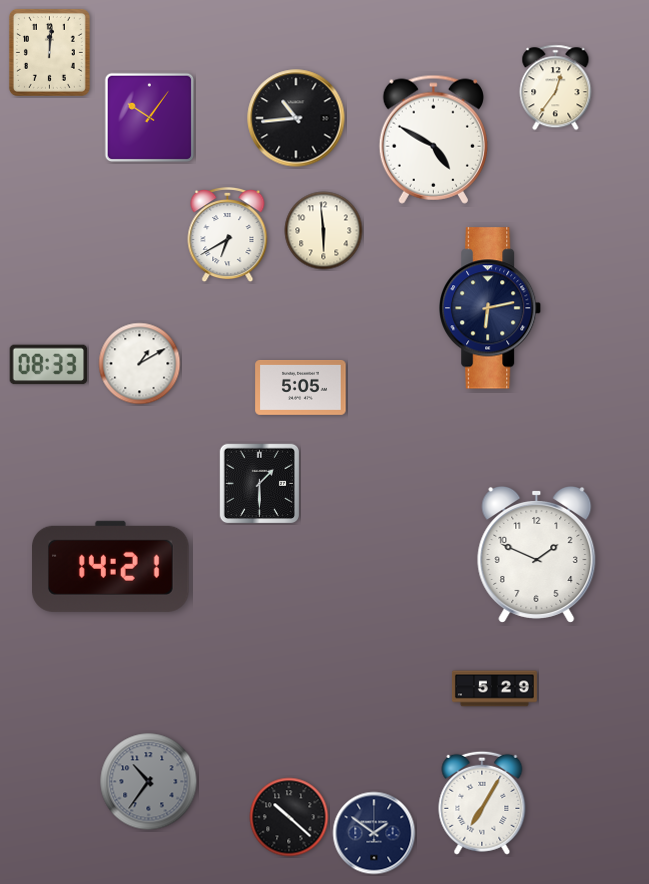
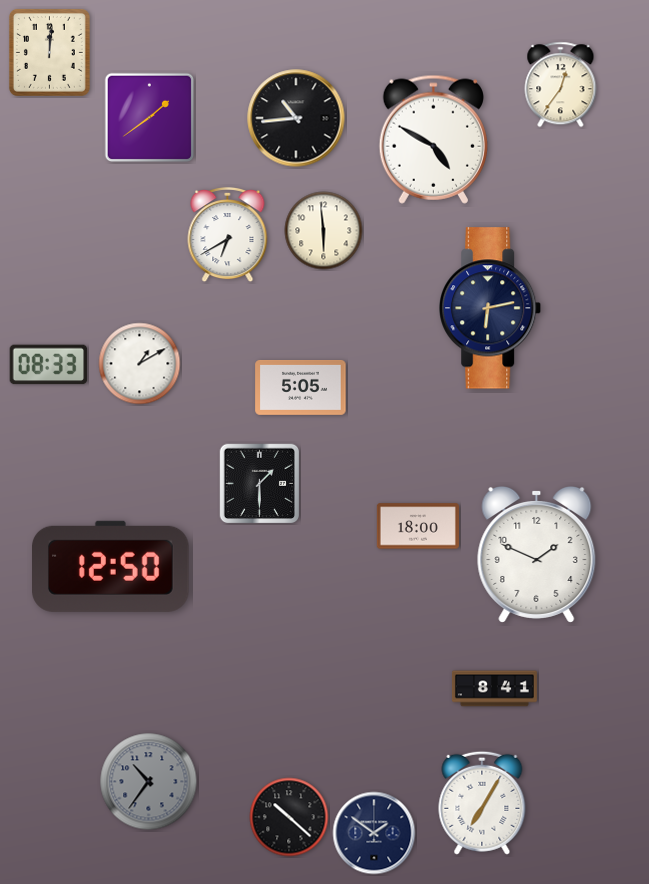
clock at (556, 88) position: (556, 88) -> (561, 85)
clock at (150, 118): 10:06 -> 1:39
clock at (418, 526): none -> 18:00
clock at (111, 566): 14:21 -> 12:50
clock at (494, 689): 5:29 -> 8:41
